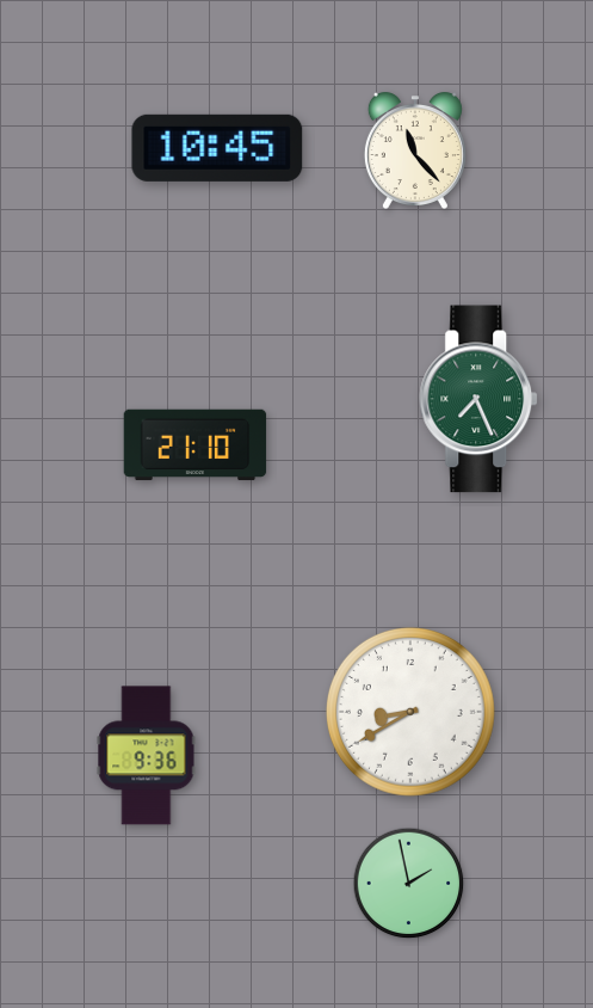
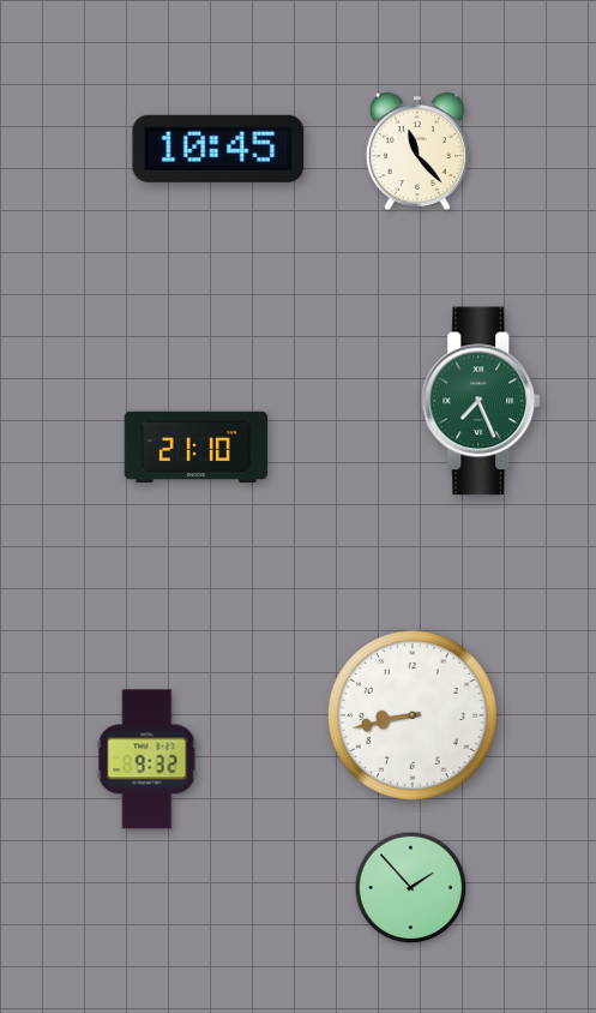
clock at (410, 712): 8:40 -> 8:43
clock at (147, 756): 9:36 -> 9:32
clock at (409, 884): 1:58 -> 1:53
